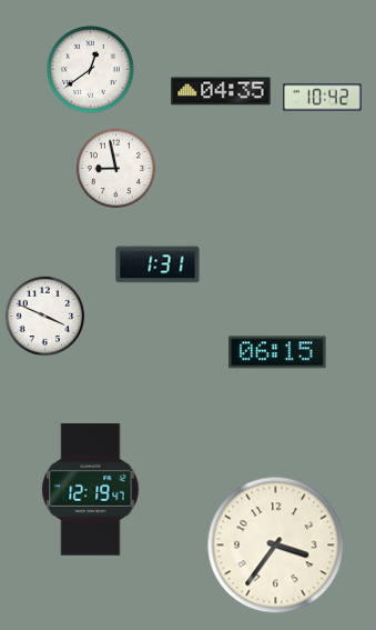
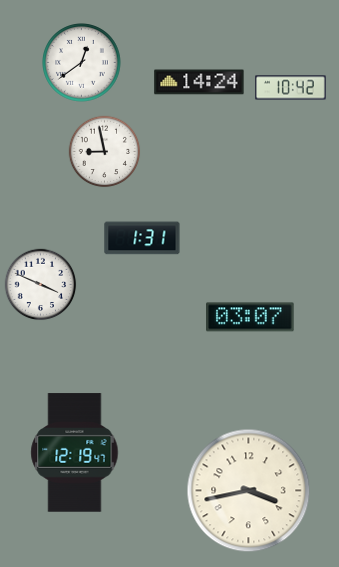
clock at (221, 91): 04:35 -> 14:24
clock at (277, 352): 06:15 -> 03:07
clock at (91, 490) position: (91, 490) -> (75, 453)
clock at (276, 546): 3:36 -> 3:43
